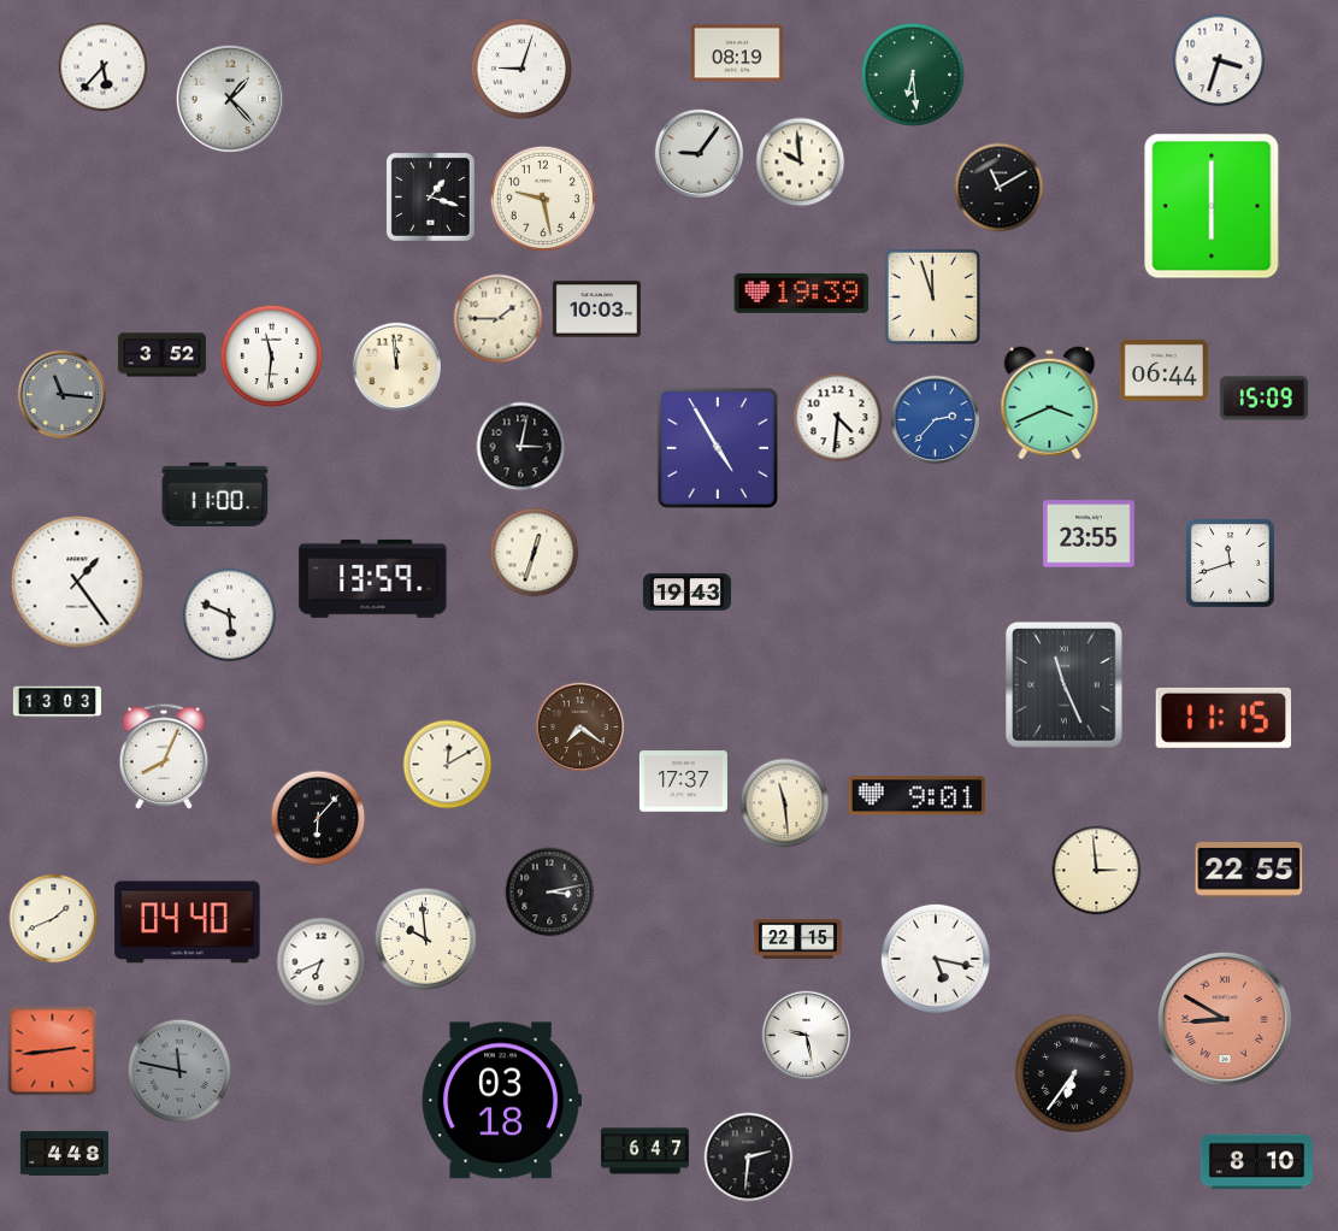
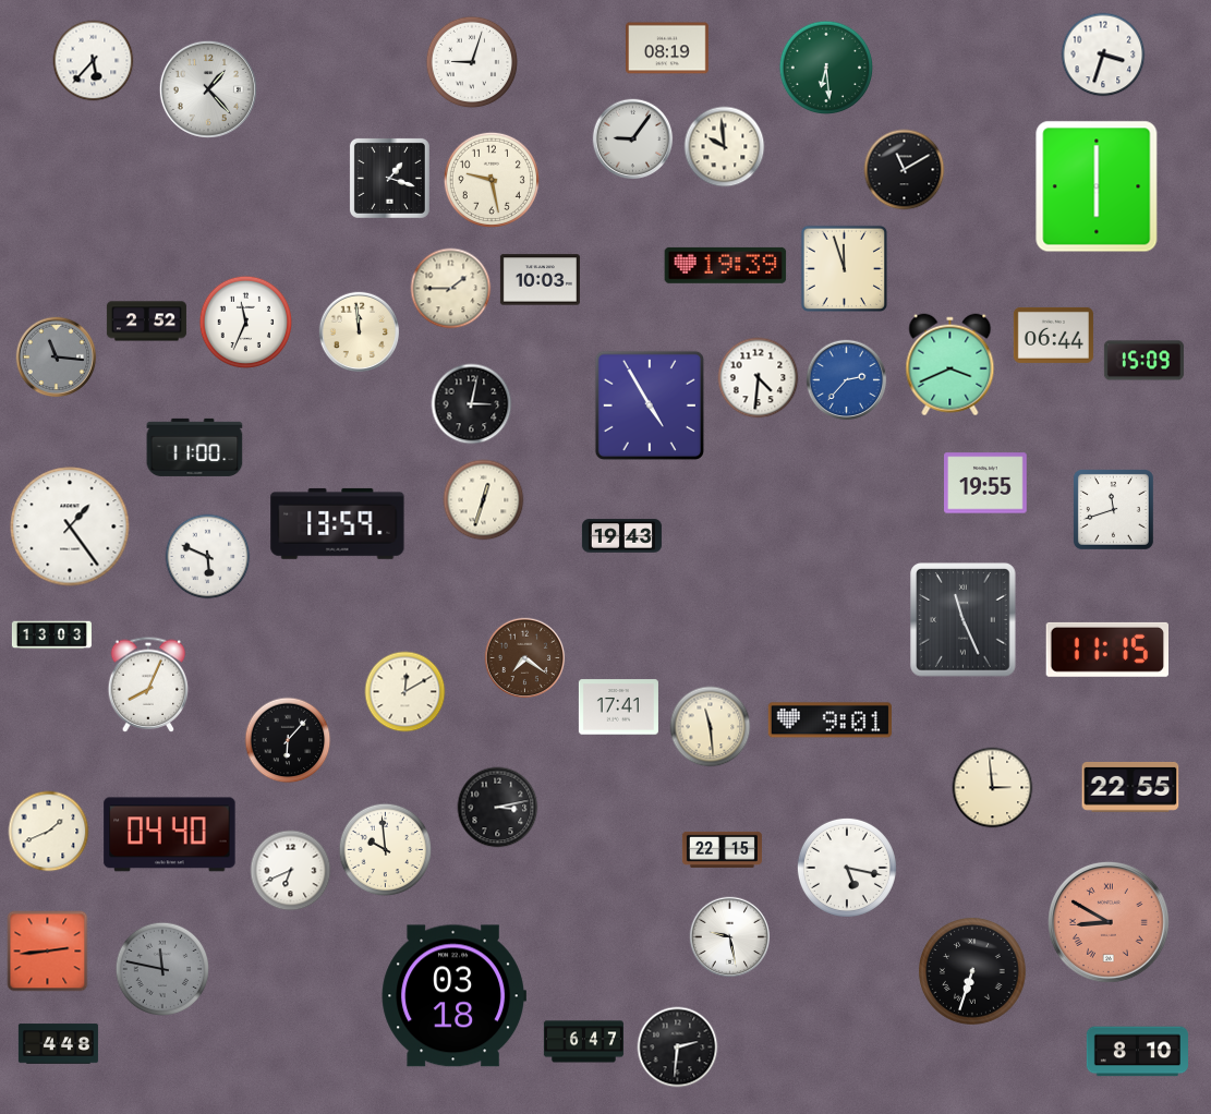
clock at (161, 355): 3:52 -> 2:52
clock at (272, 357): 11:31 -> 11:34
clock at (1090, 534): 23:55 -> 19:55
clock at (683, 782): 17:37 -> 17:41
clock at (1075, 1074): 6:36 -> 6:33
